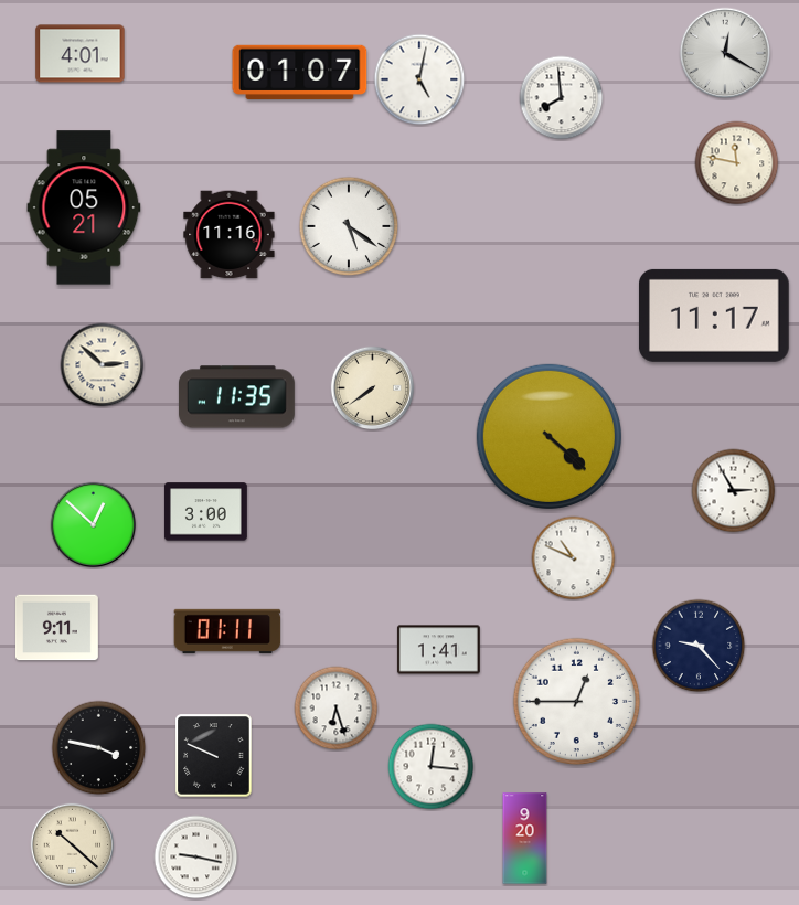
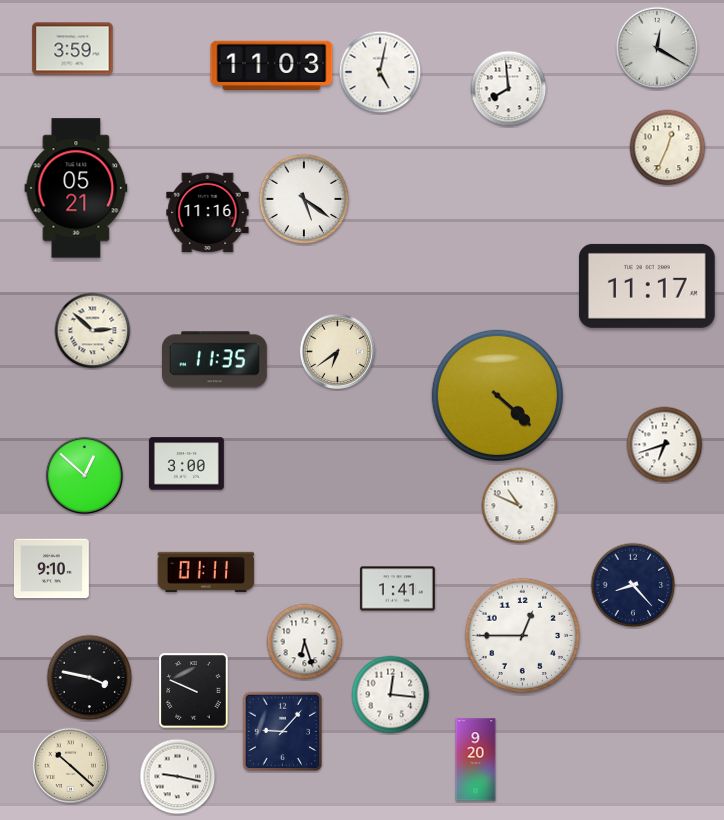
clock at (81, 54): 4:01 -> 3:59
clock at (300, 72): 01:07 -> 11:03
clock at (737, 163): 11:47 -> 12:34
clock at (349, 226) position: (349, 226) -> (304, 199)
clock at (373, 388): 7:39 -> 6:39
clock at (734, 491): 2:55 -> 6:42
clock at (56, 628): 9:11 -> 9:10
clock at (699, 646): 9:23 -> 8:23
clock at (214, 756) position: (214, 756) -> (194, 691)
clock at (283, 732): none -> 9:07
clock at (73, 845) position: (73, 845) -> (71, 766)
